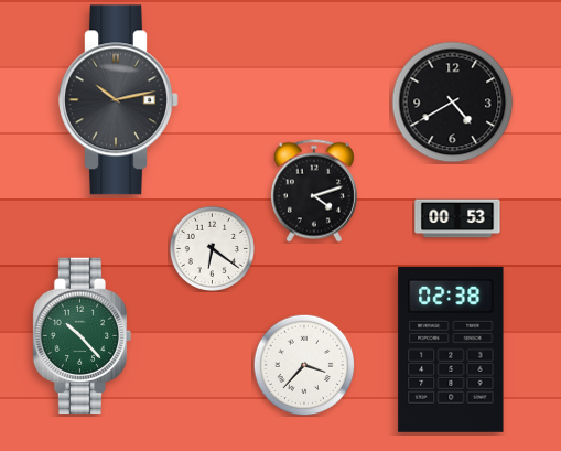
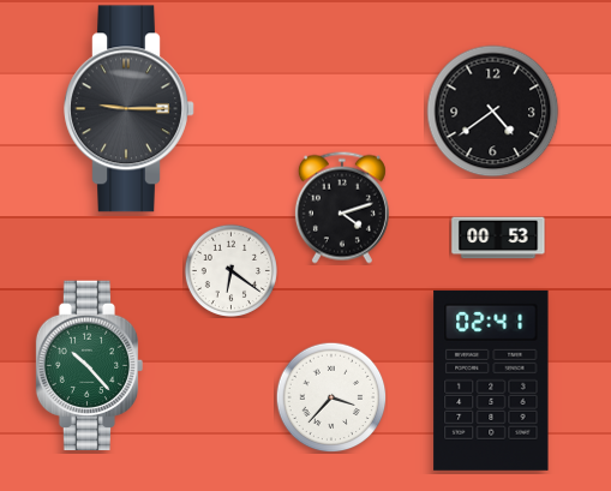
clock at (119, 100): 10:13 -> 9:15
clock at (453, 103): 4:40 -> 4:39
clock at (451, 350): 02:38 -> 02:41
